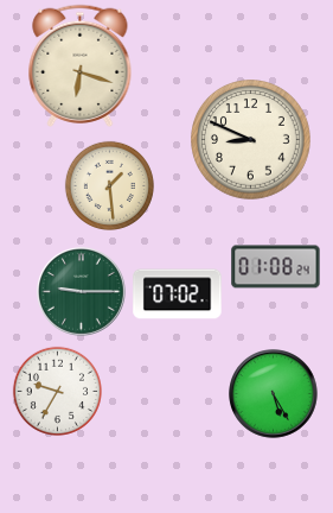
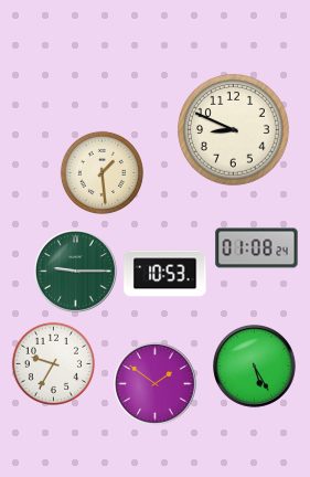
clock at (81, 65): 6:18 -> none
clock at (178, 294): 07:02 -> 10:53
clock at (156, 384): none -> 1:51
